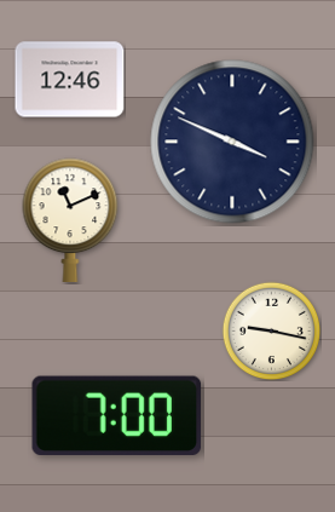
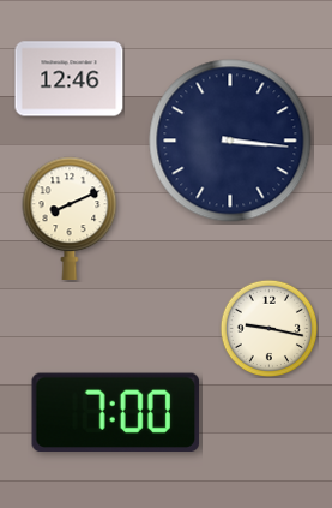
clock at (232, 142): 3:49 -> 3:16
clock at (70, 219): 11:11 -> 8:11
